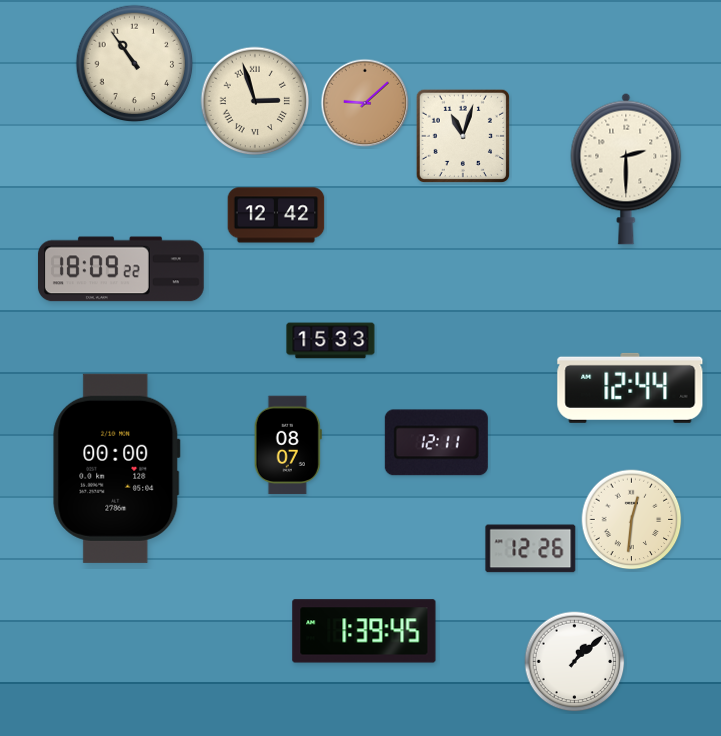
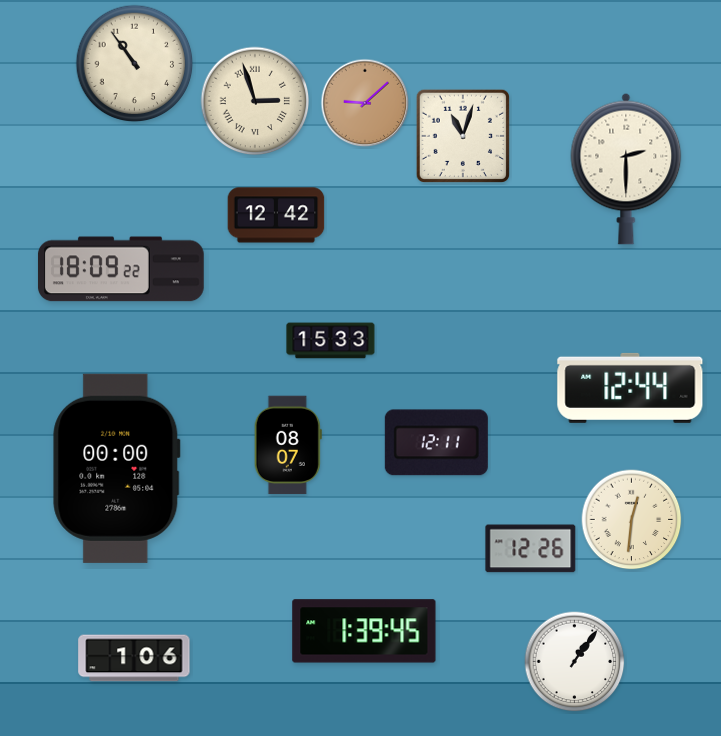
clock at (134, 658): none -> 1:06
clock at (575, 662): 1:08 -> 1:06
